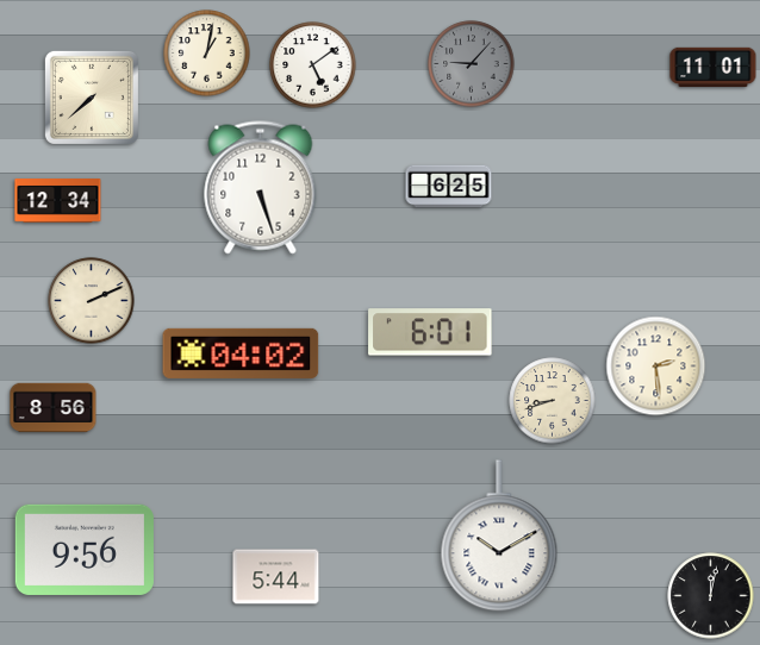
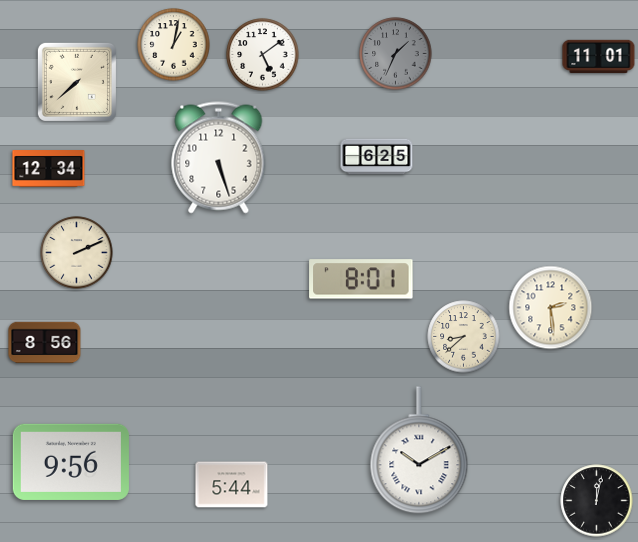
clock at (472, 64): 9:07 -> 1:34
clock at (430, 332): 6:01 -> 8:01
clock at (241, 353): 04:02 -> none
clock at (553, 401): 8:42 -> 8:38
